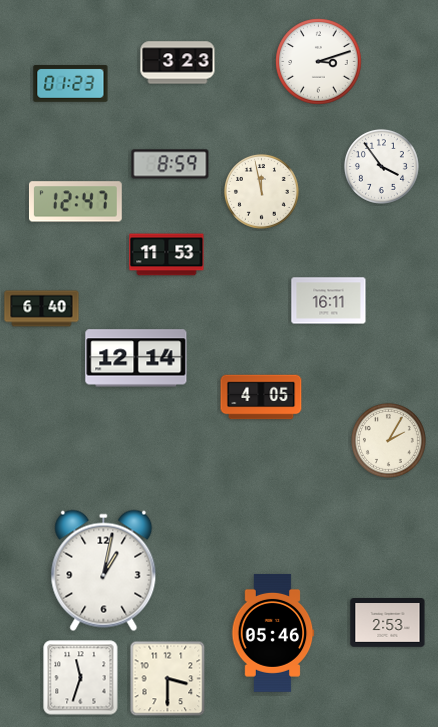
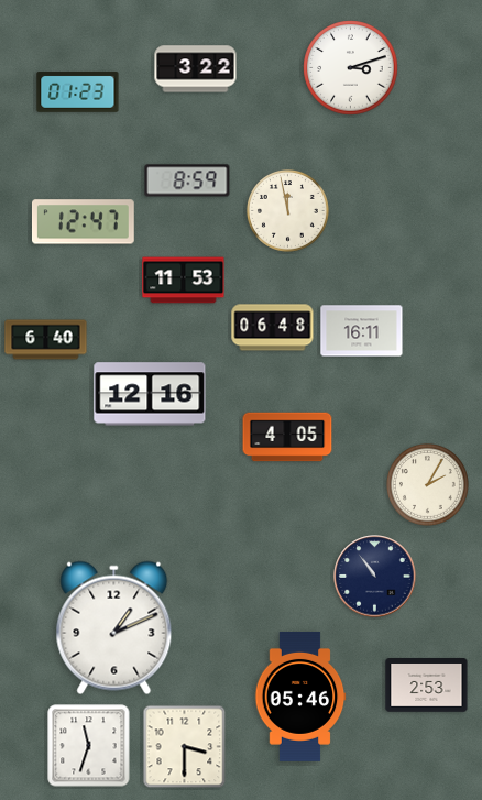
clock at (178, 63): 3:23 -> 3:22
clock at (381, 166): 3:54 -> none
clock at (273, 328): none -> 06:48
clock at (136, 358): 12:14 -> 12:16
clock at (375, 577): none -> 10:54
clock at (104, 571): 1:02 -> 1:11
